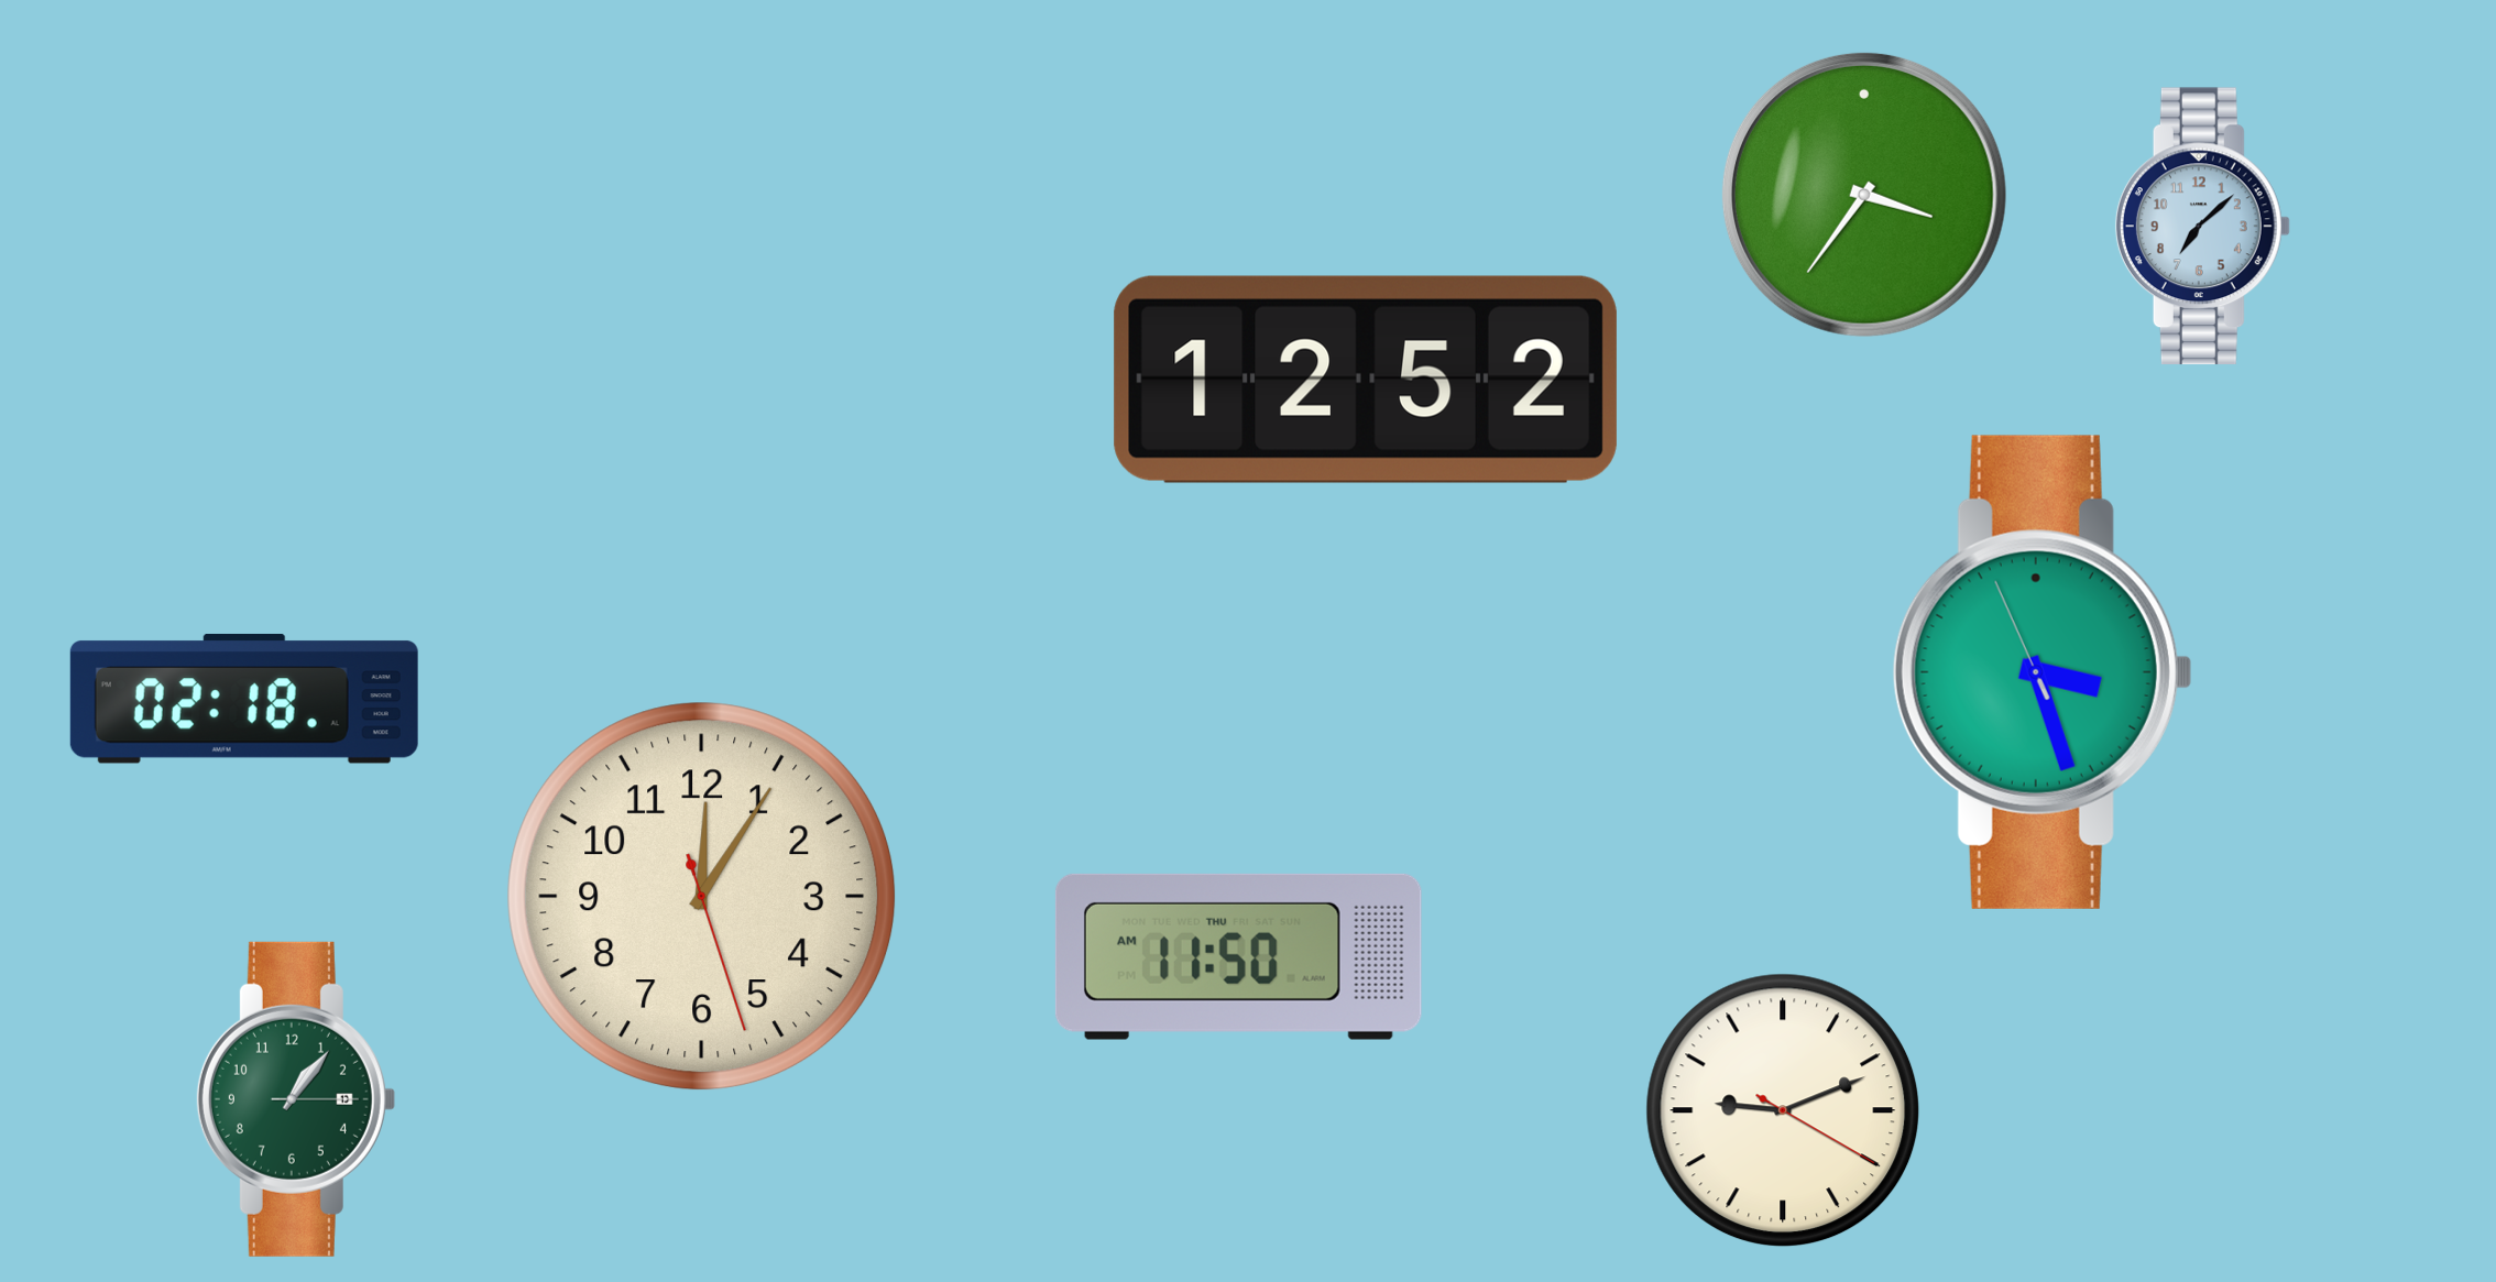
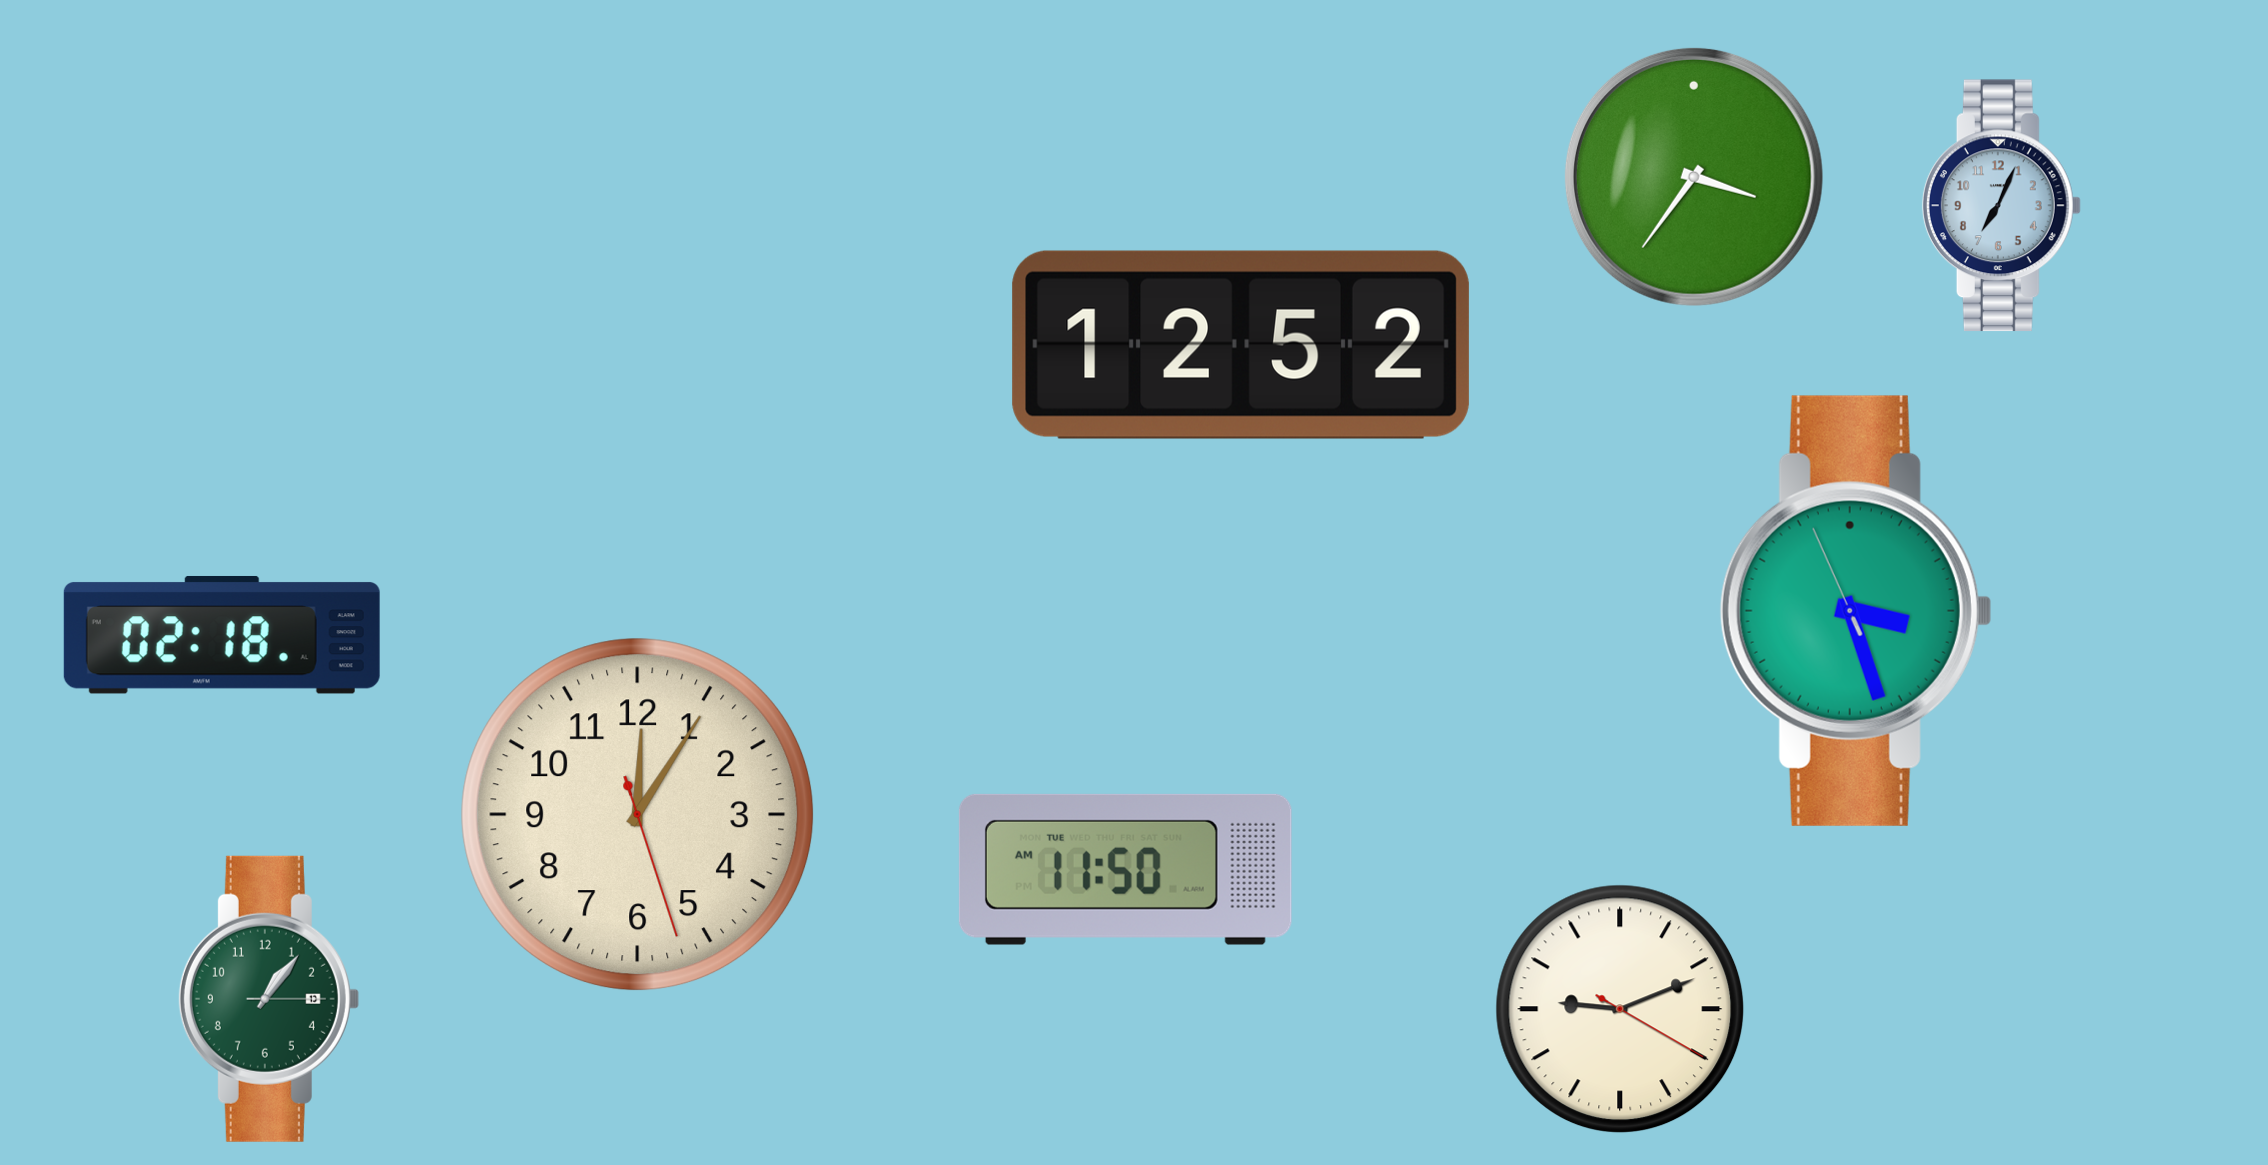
clock at (2202, 227): 7:08 -> 7:04
clock at (1238, 956) date: THU -> TUE
